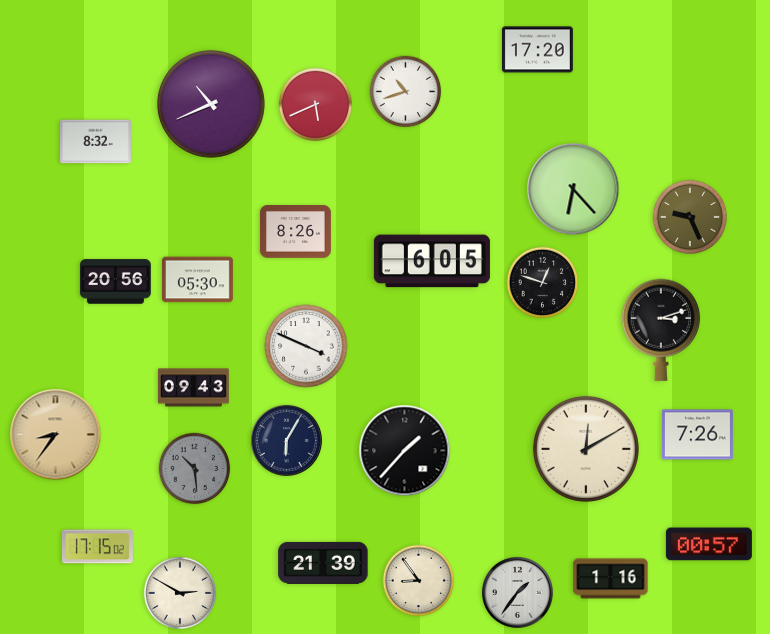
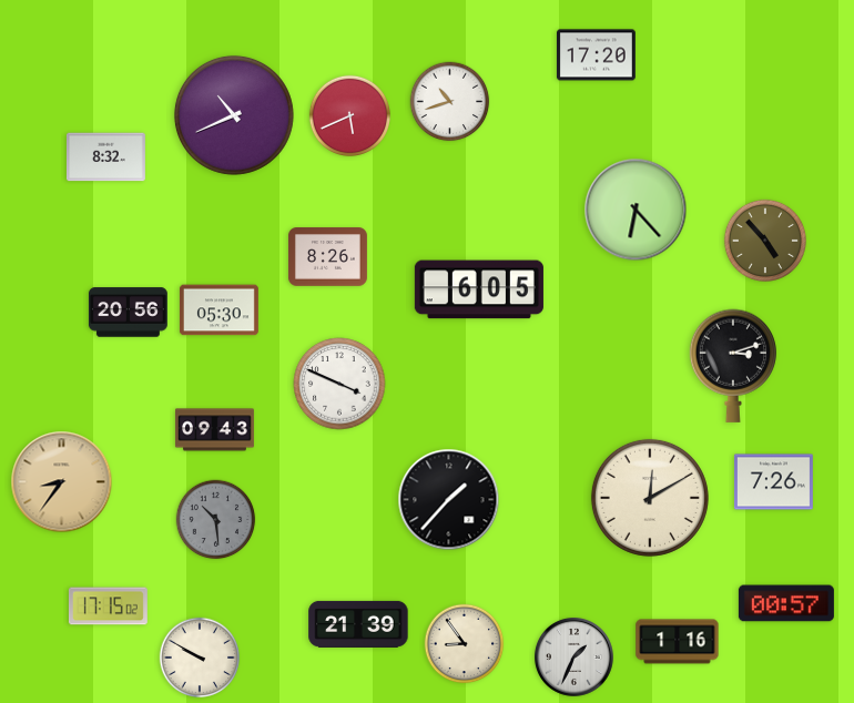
clock at (689, 216): 9:26 -> 4:53
clock at (543, 283): 12:48 -> none
clock at (286, 440): 6:05 -> none
clock at (517, 592): 1:36 -> 1:34
clock at (180, 593): 2:50 -> 9:50
